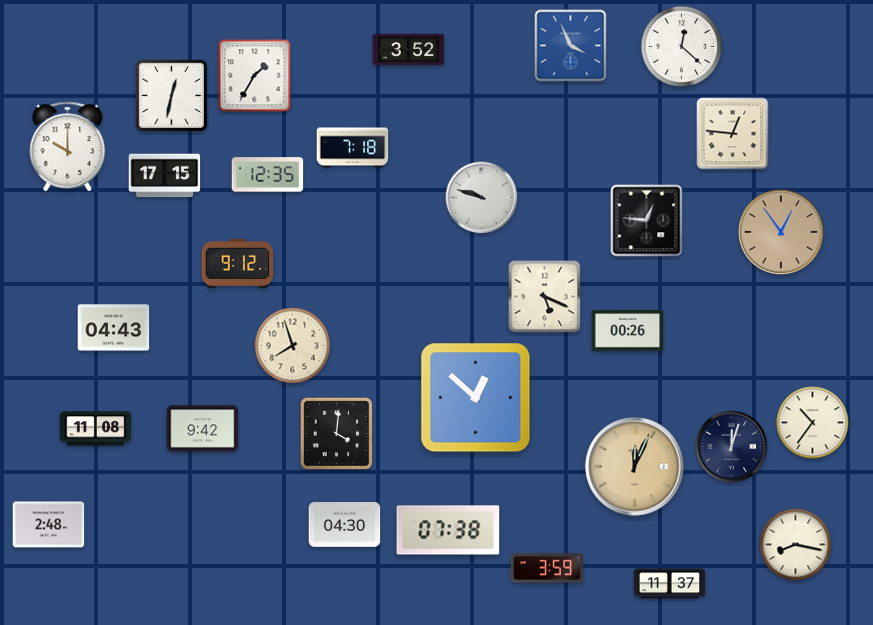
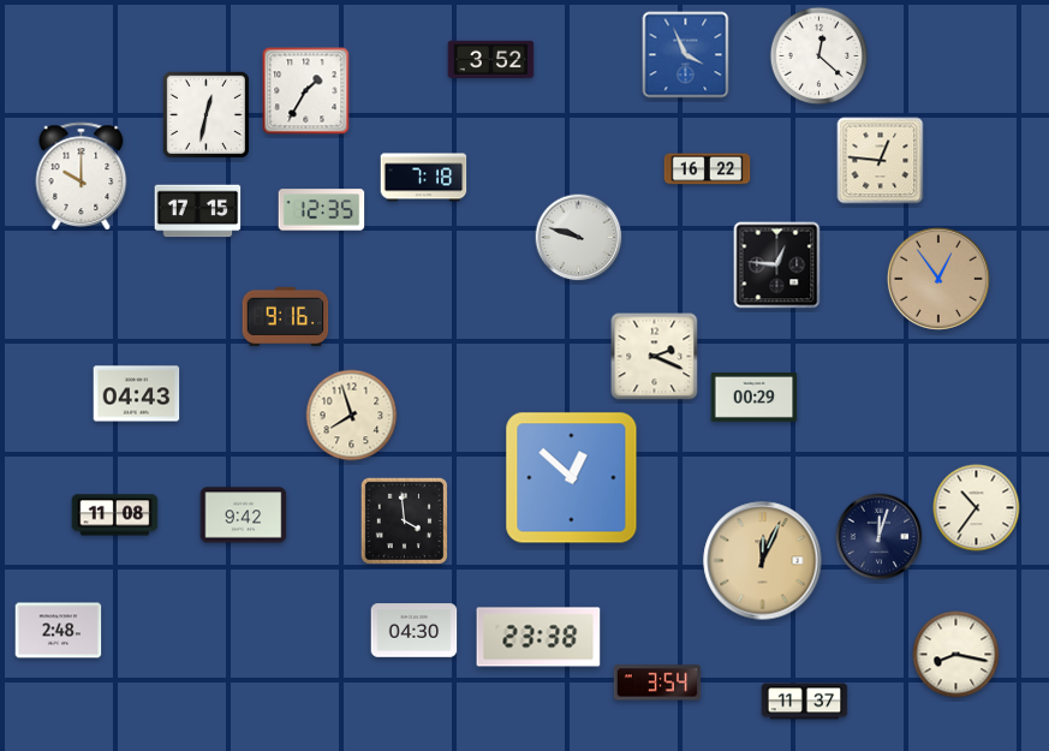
clock at (708, 169): none -> 16:22
clock at (238, 263): 9:12 -> 9:16
clock at (545, 297): 5:19 -> 2:19
clock at (628, 331): 00:26 -> 00:29
clock at (336, 433): 4:01 -> 3:59
clock at (448, 530): 07:38 -> 23:38
clock at (547, 568): 3:59 -> 3:54
